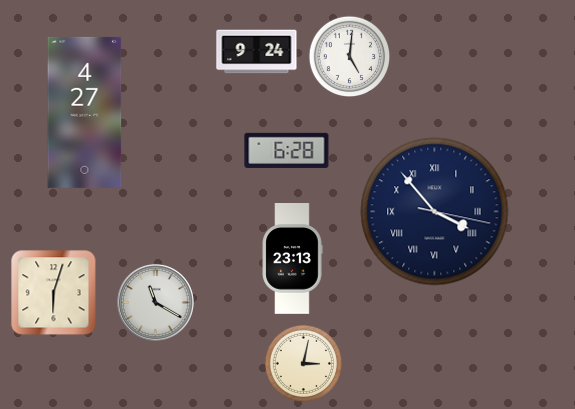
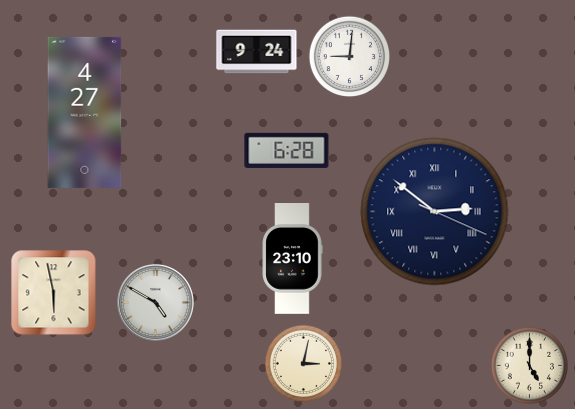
clock at (349, 56): 5:01 -> 9:01
clock at (435, 212): 3:53 -> 2:51
clock at (292, 259): 23:13 -> 23:10
clock at (54, 293): 6:03 -> 5:58
clock at (155, 302): 11:20 -> 4:50
clock at (529, 365): none -> 5:00
